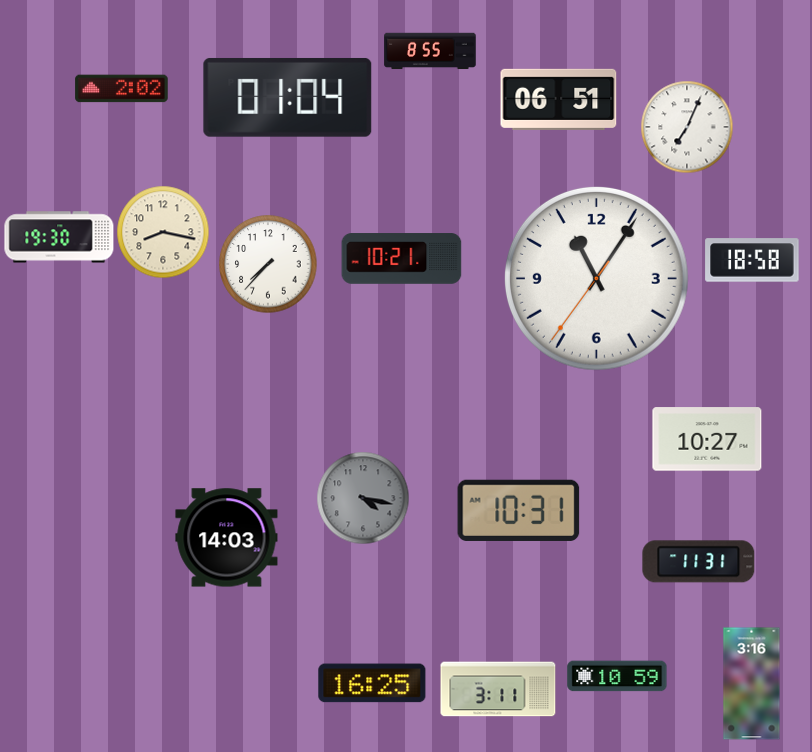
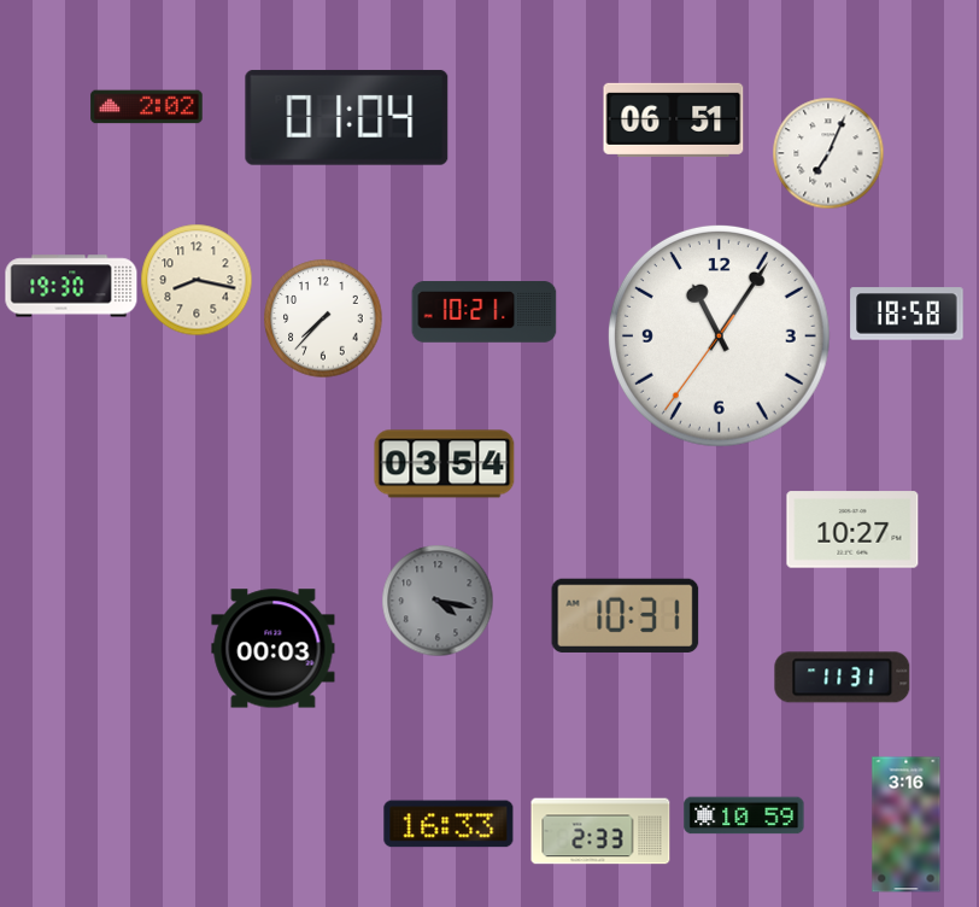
clock at (430, 51): 8:55 -> none
clock at (445, 464): none -> 03:54
clock at (227, 538): 14:03 -> 00:03
clock at (372, 683): 16:25 -> 16:33
clock at (498, 689): 3:11 -> 2:33
